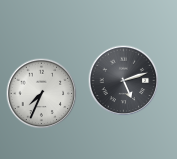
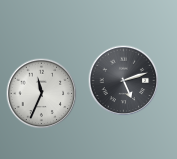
clock at (42, 94): 7:34 -> 11:34
